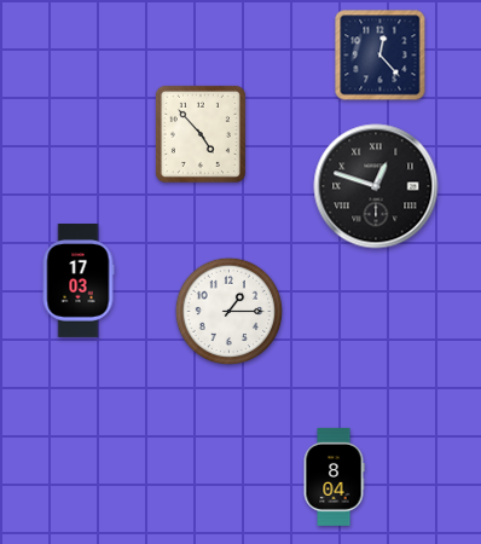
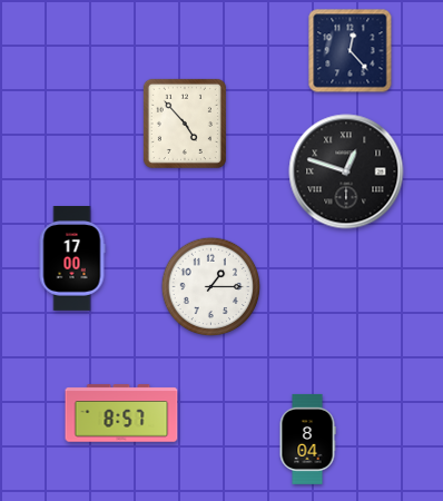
clock at (79, 282): 17:03 -> 17:00
clock at (121, 413): none -> 8:57
